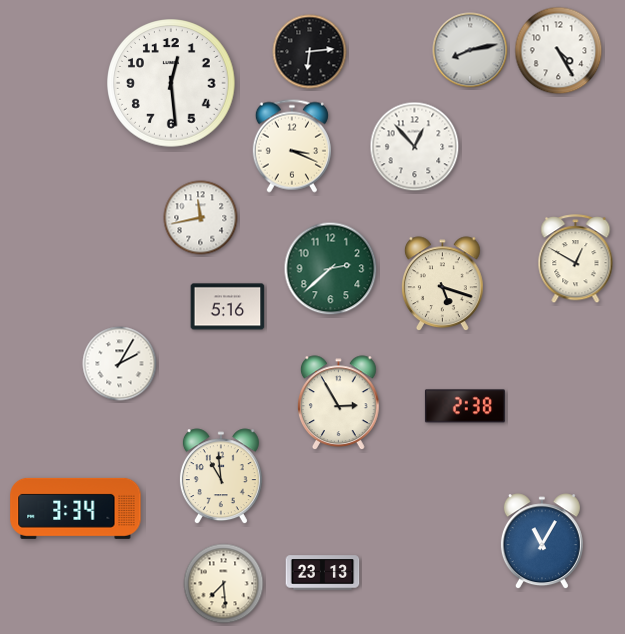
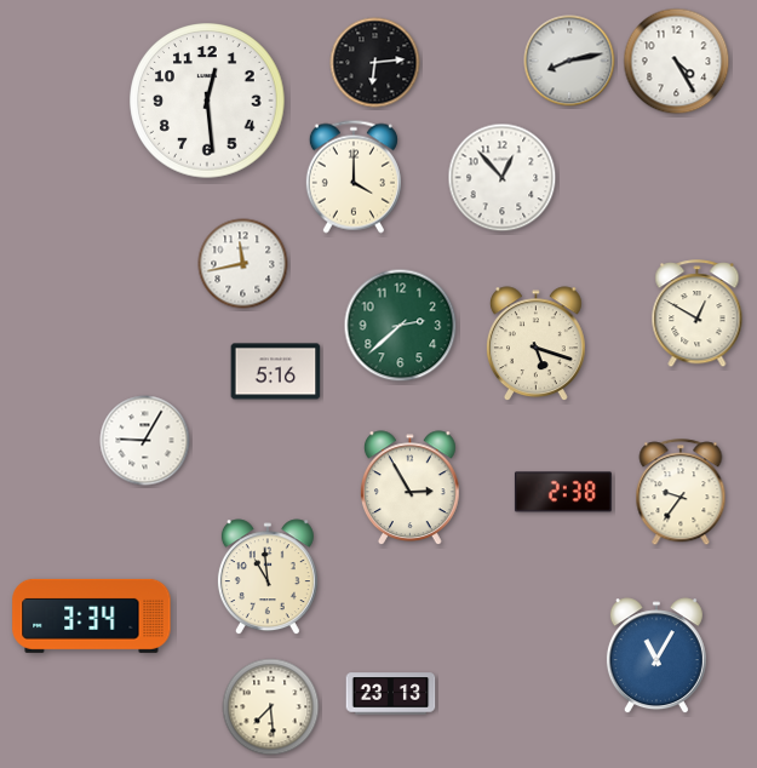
clock at (292, 146): 3:19 -> 4:00
clock at (120, 364): 2:05 -> 9:05
clock at (681, 493): none -> 9:36
